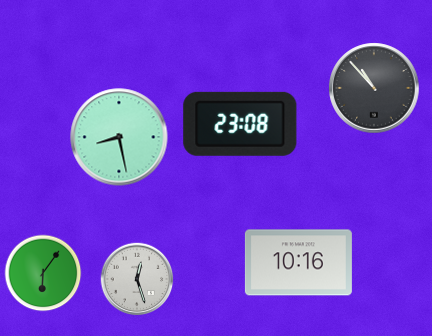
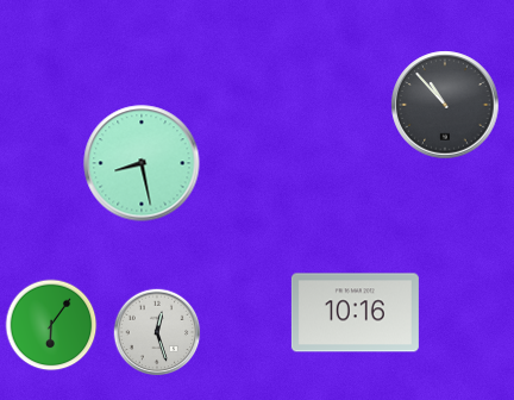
clock at (240, 124): 23:08 -> none
clock at (137, 279) position: (137, 279) -> (157, 332)
